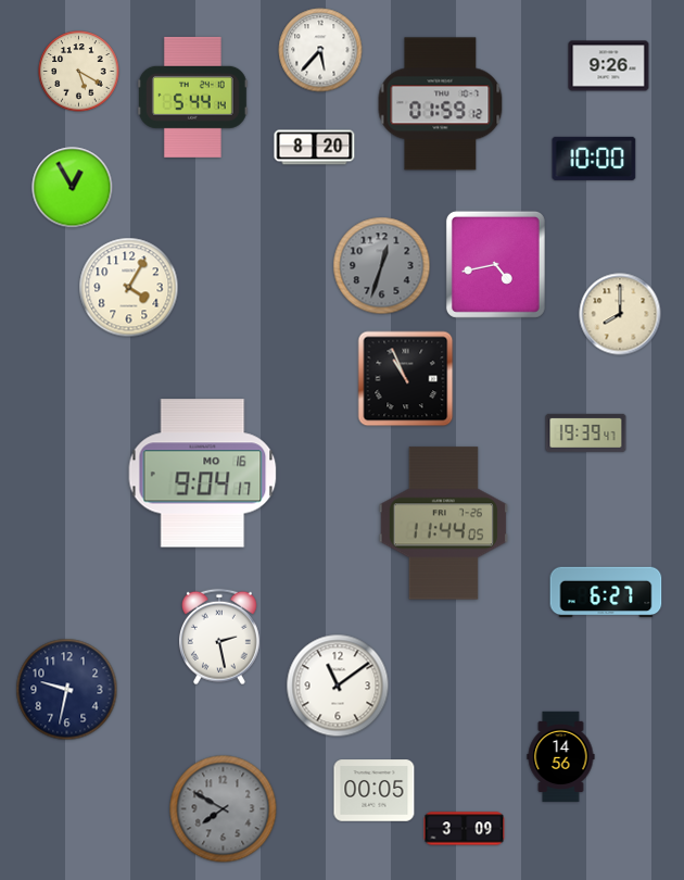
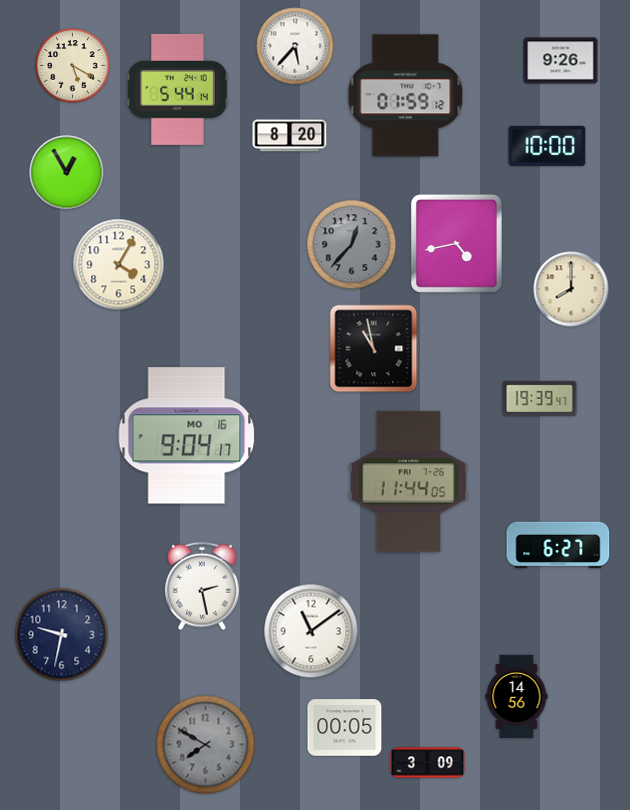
clock at (382, 266): 12:33 -> 12:37
clock at (406, 379): 10:56 -> 10:58
